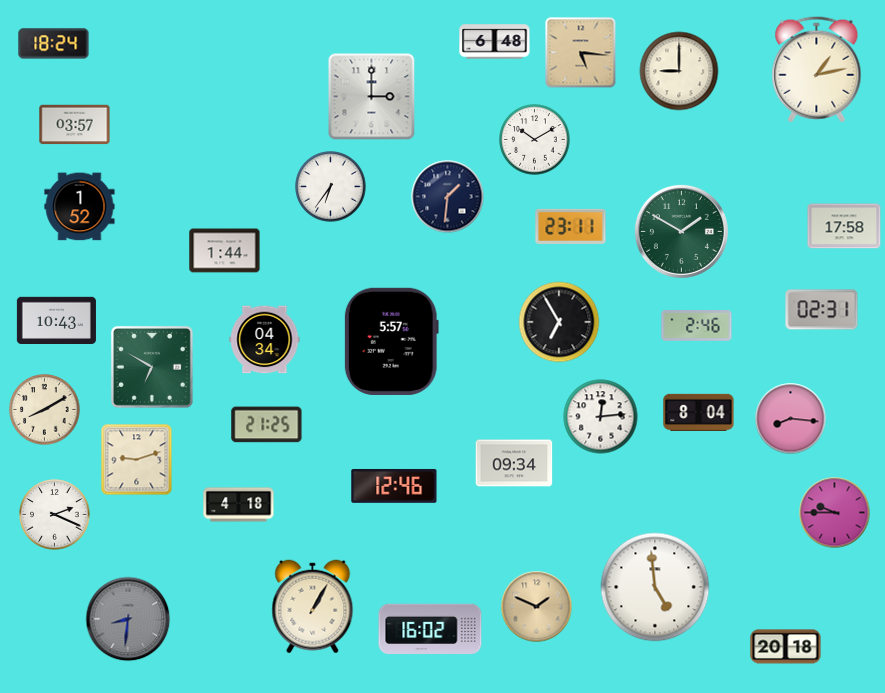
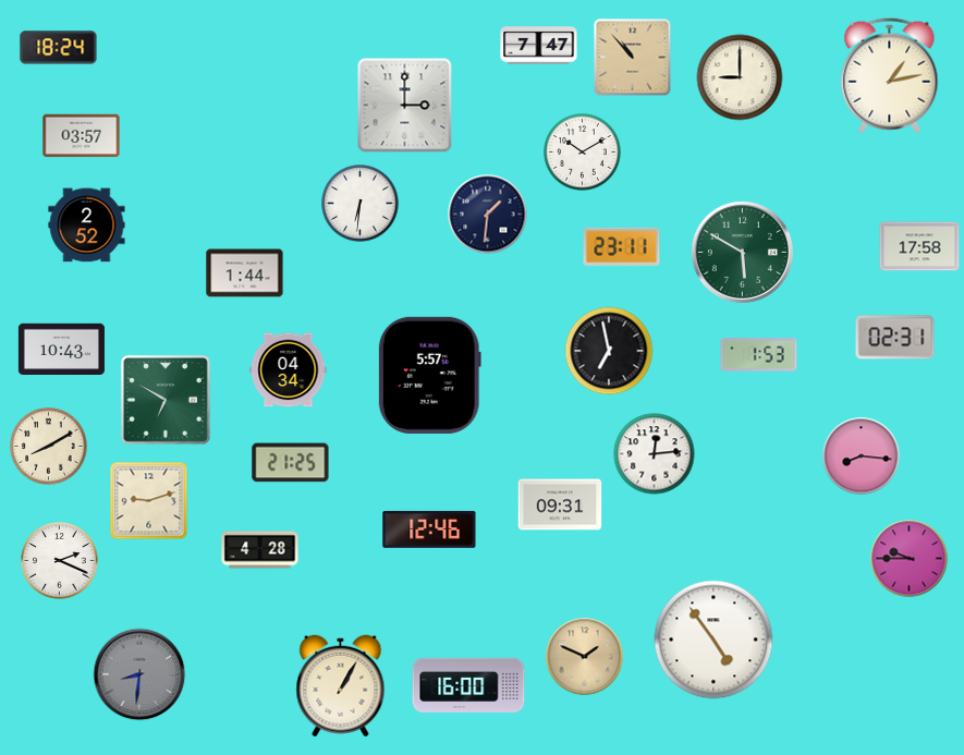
clock at (495, 42): 6:48 -> 7:47
clock at (581, 53): 5:16 -> 10:53
clock at (331, 187): 6:36 -> 6:31
clock at (80, 207): 1:52 -> 2:52
clock at (681, 231): 1:50 -> 5:50
clock at (559, 322): 6:55 -> 6:58
clock at (697, 326): 2:46 -> 1:53
clock at (391, 341) position: (391, 341) -> (429, 375)
clock at (699, 412): 8:04 -> none
clock at (514, 463): 09:34 -> 09:31
clock at (239, 505): 4:18 -> 4:28
clock at (655, 587): 4:59 -> 4:54
clock at (313, 607) position: (313, 607) -> (341, 686)
clock at (537, 607) position: (537, 607) -> (585, 657)
clock at (430, 629): 16:02 -> 16:00
clock at (786, 647): 20:18 -> none
